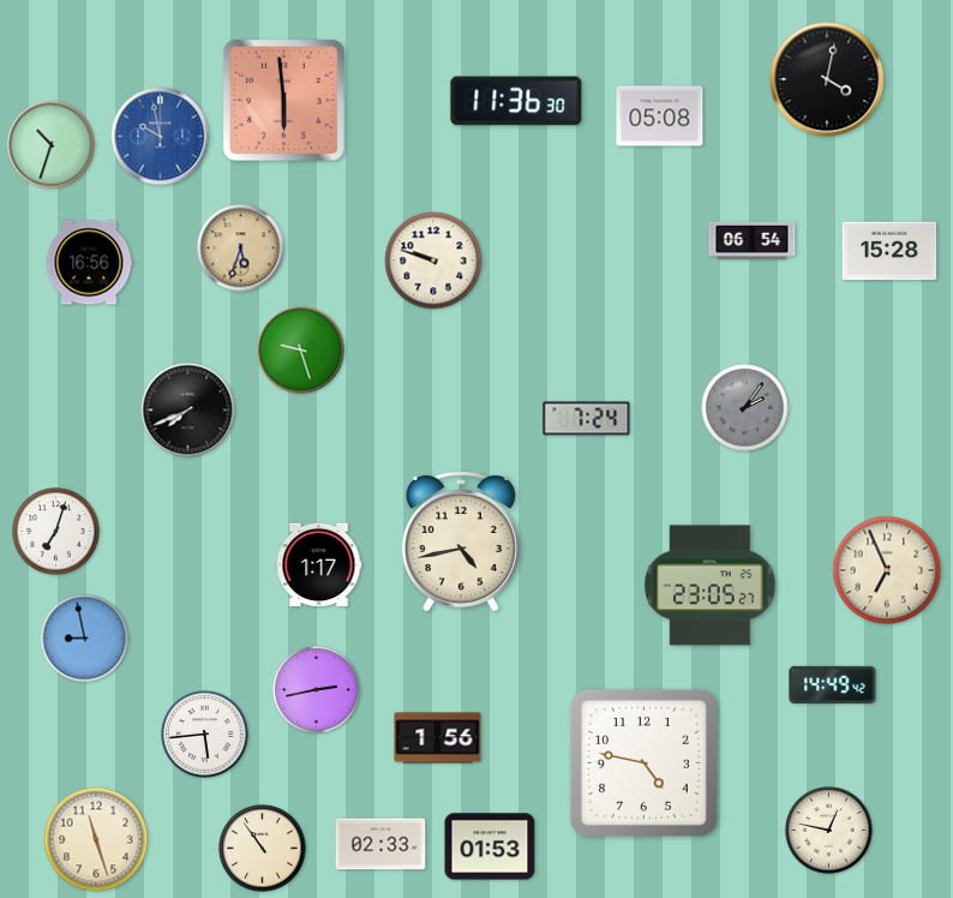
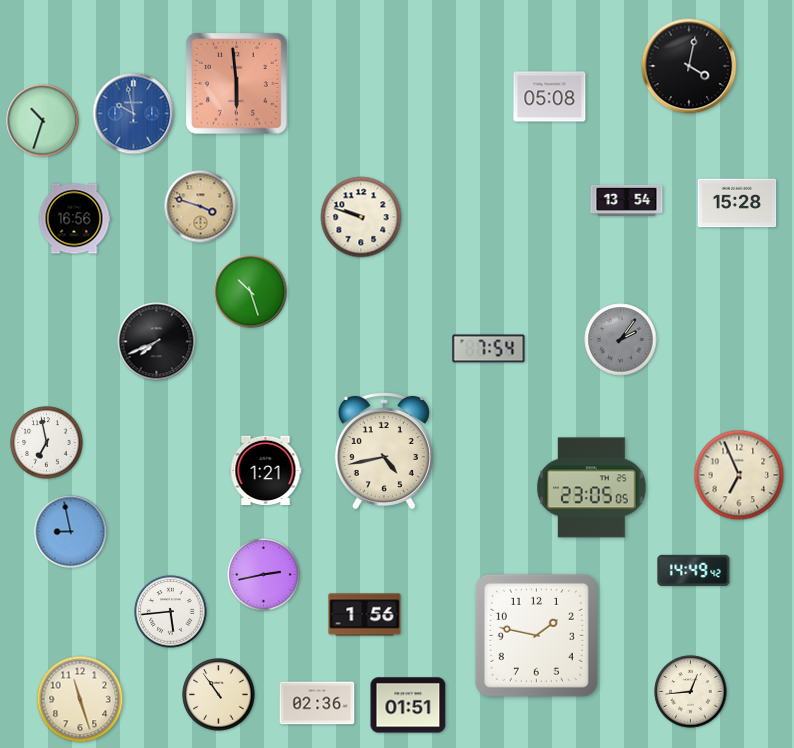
clock at (516, 101): 11:36 -> none
clock at (753, 240): 06:54 -> 13:54
clock at (241, 249): 5:33 -> 3:48
clock at (889, 251) position: (889, 251) -> (737, 203)
clock at (301, 351): 9:27 -> 10:27
clock at (587, 419): 7:24 -> 7:54
clock at (56, 532): 7:03 -> 6:58
clock at (319, 565): 1:17 -> 1:21
clock at (711, 586): 23:05:27 -> 23:05:05
clock at (643, 762): 4:47 -> 1:47
clock at (829, 831): 12:47 -> 12:44
clock at (380, 844): 02:33 -> 02:36
clock at (490, 846): 01:53 -> 01:51
clock at (263, 849) position: (263, 849) -> (219, 695)
